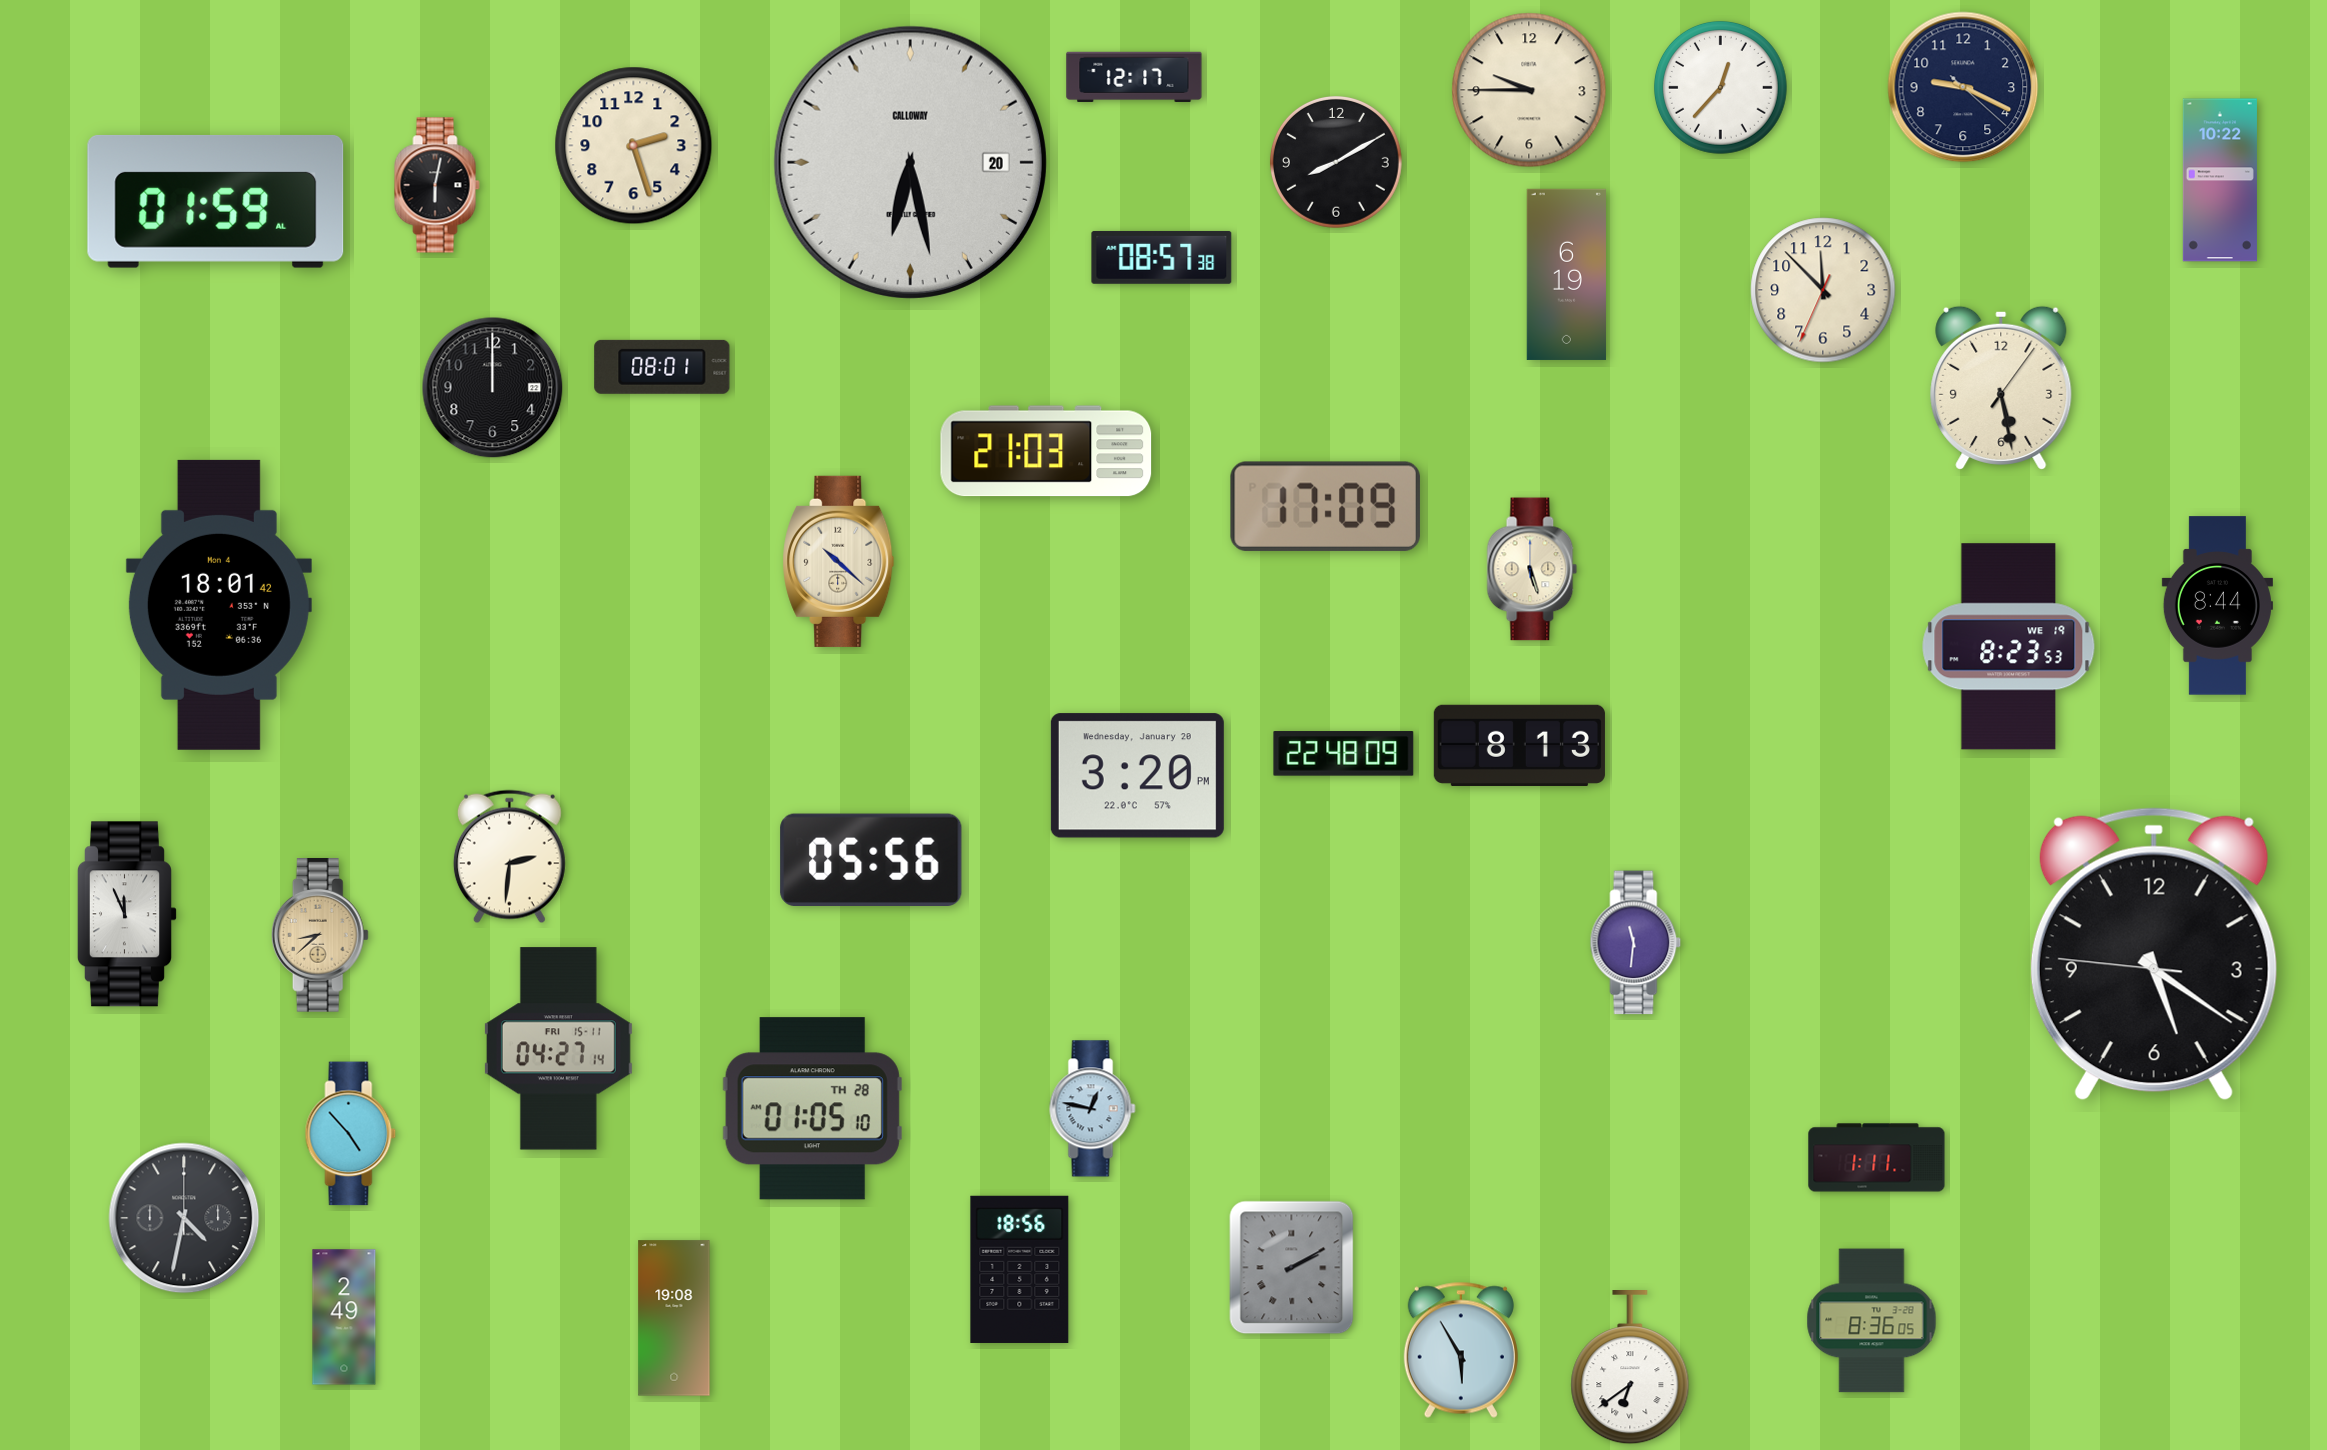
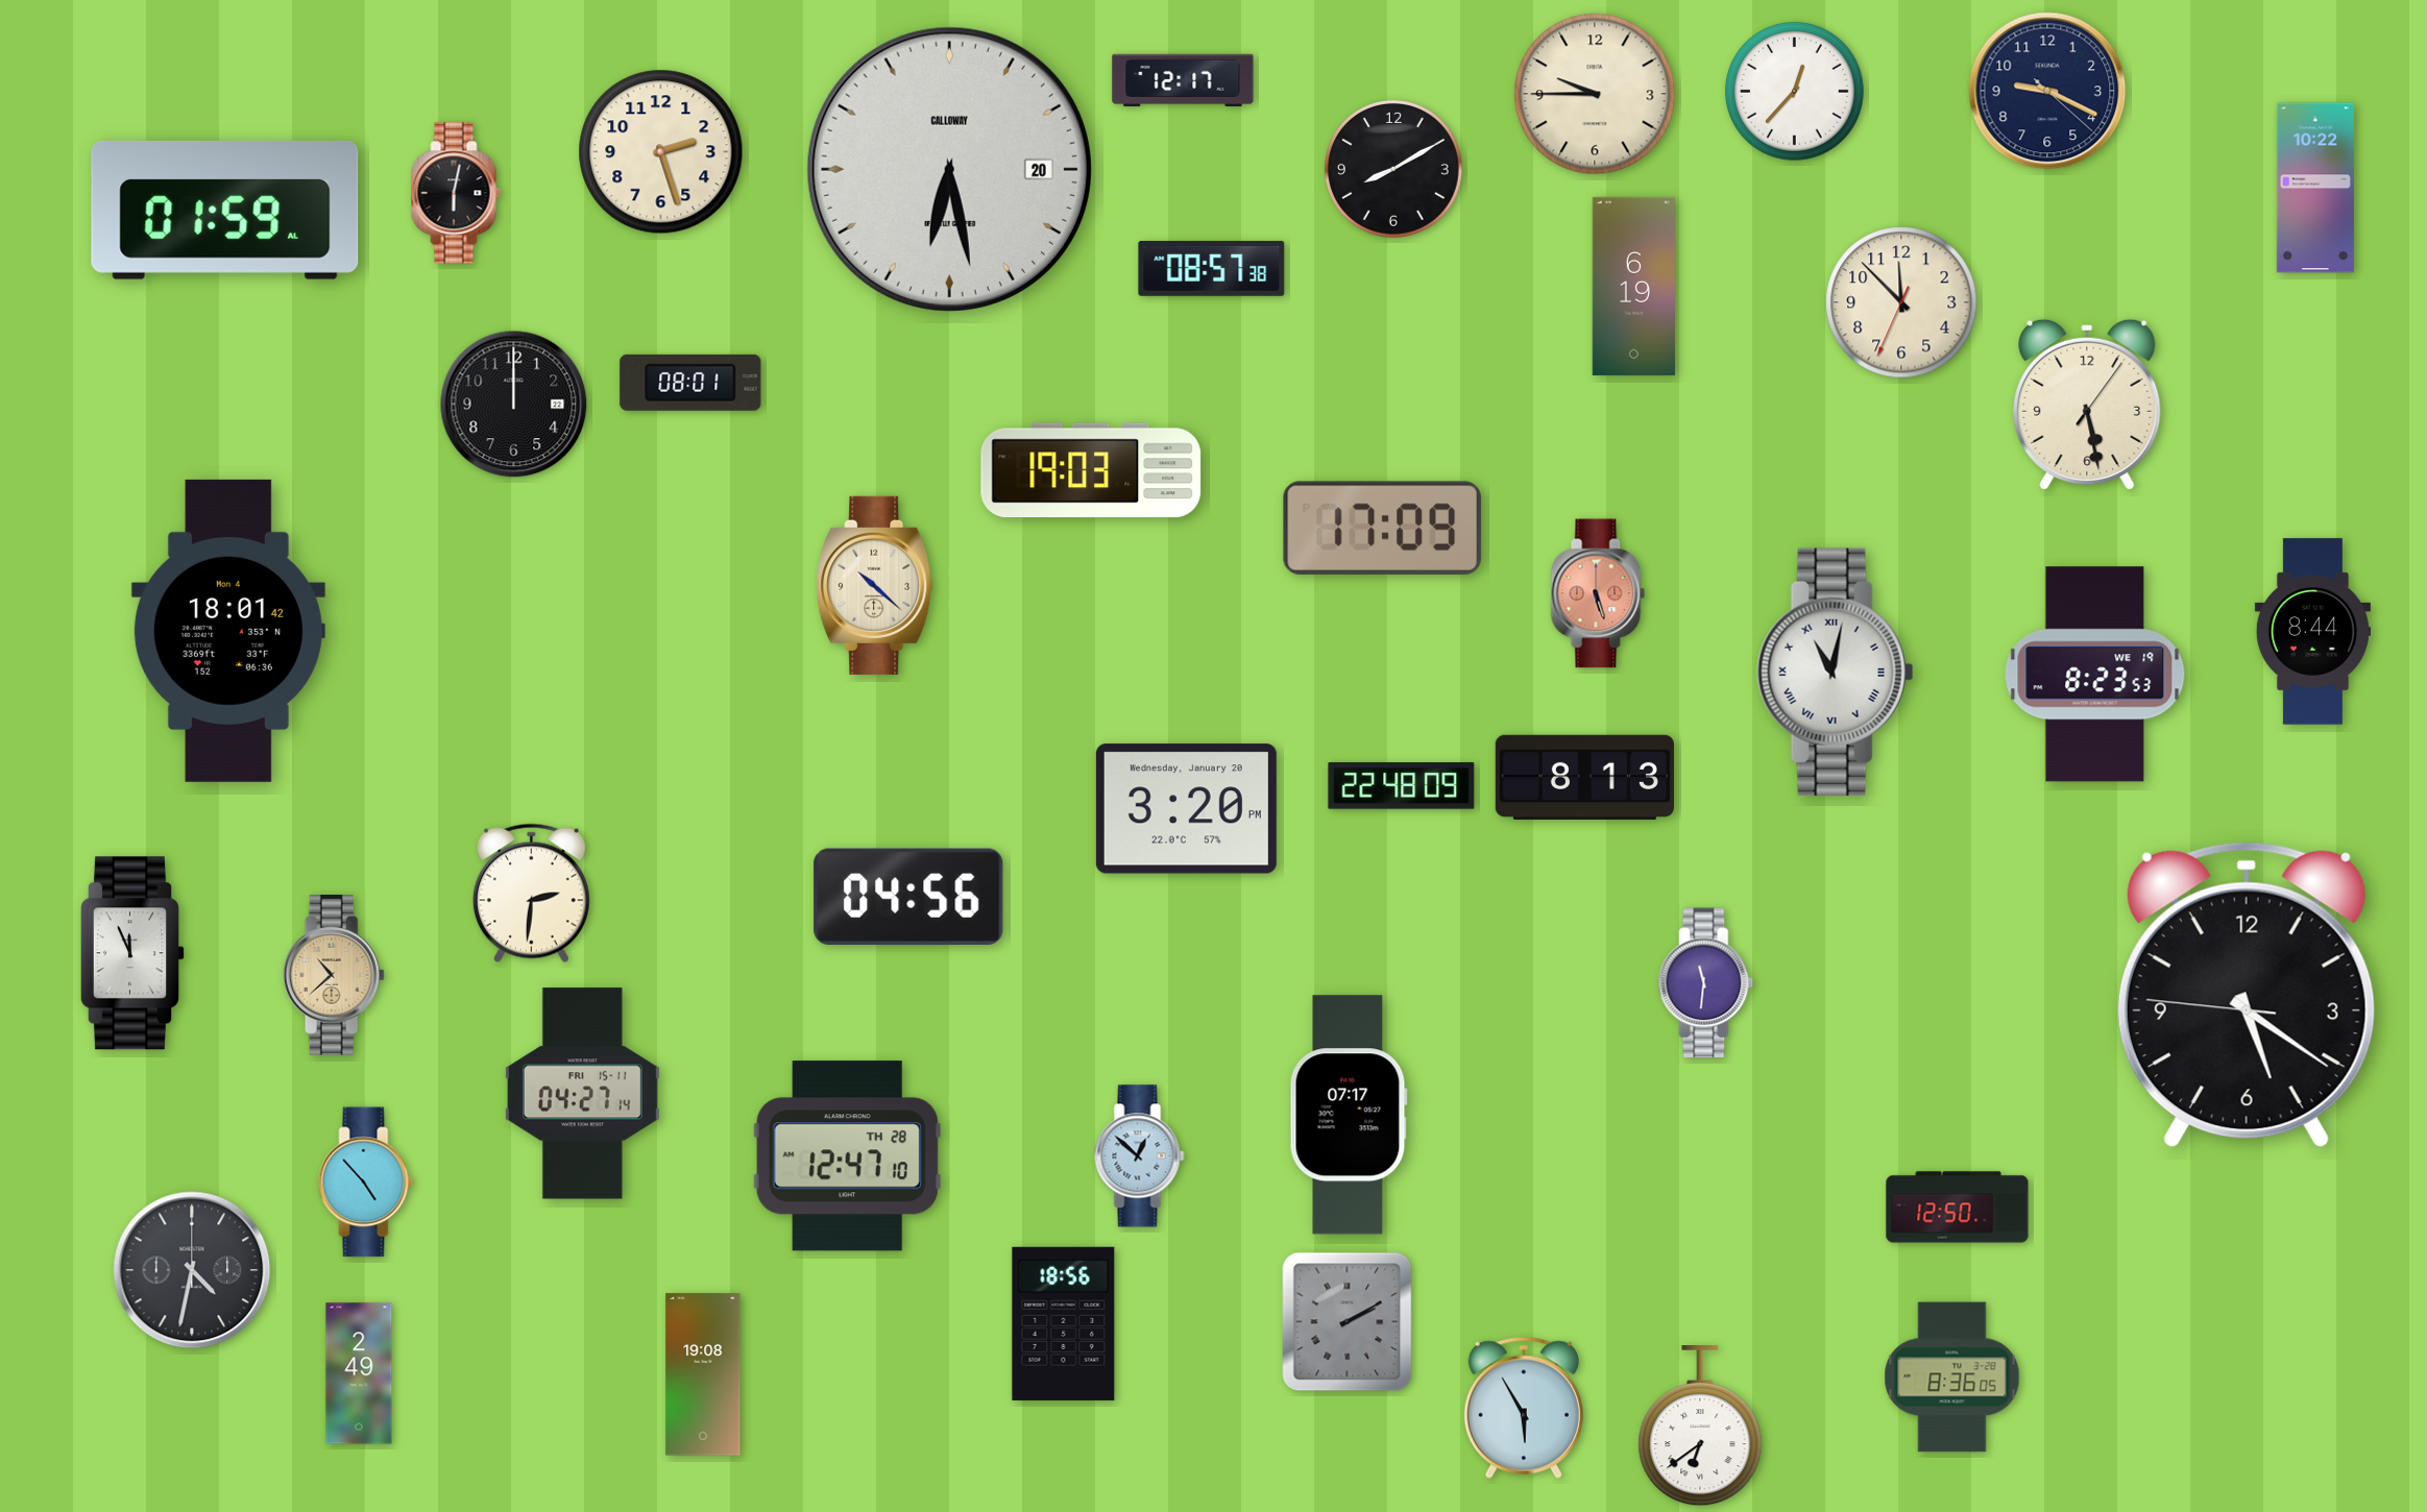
clock at (1046, 451): 21:03 -> 19:03
clock at (1532, 569) dial: cream -> salmon
clock at (1836, 672): none -> 11:02
clock at (871, 859): 05:56 -> 04:56
clock at (320, 935): 8:38 -> 10:38
clock at (1349, 1115): none -> 07:17
clock at (812, 1109): 01:05 -> 12:47
clock at (1093, 1109): 12:47 -> 12:52
clock at (1877, 1158): 1:11 -> 12:50
